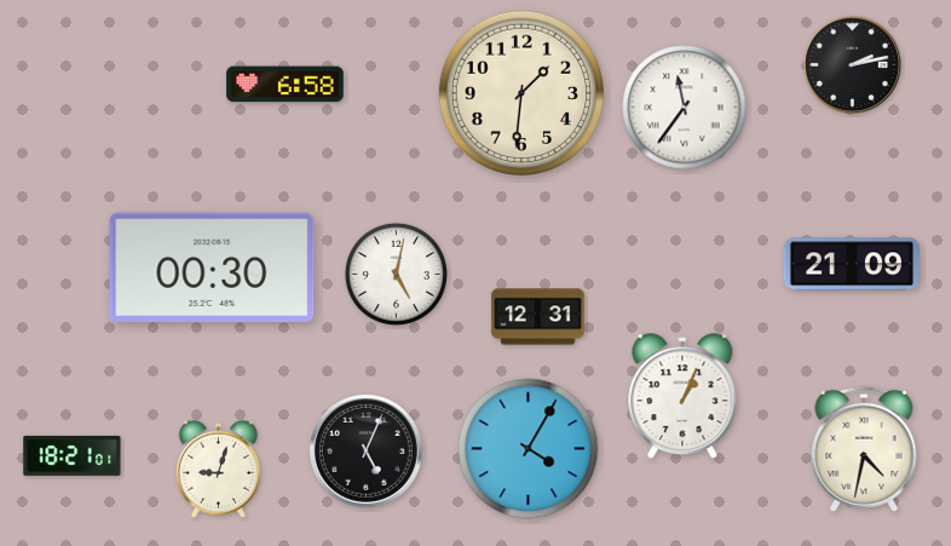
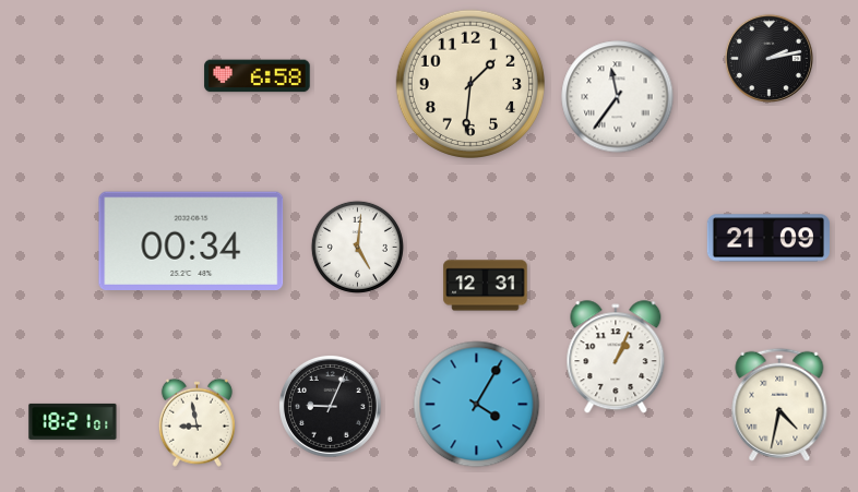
clock at (212, 266): 00:30 -> 00:34
clock at (396, 274): 5:02 -> 5:01
clock at (365, 450): 5:04 -> 9:04
clock at (73, 455) position: (73, 455) -> (73, 421)
clock at (218, 469): 9:03 -> 8:58
